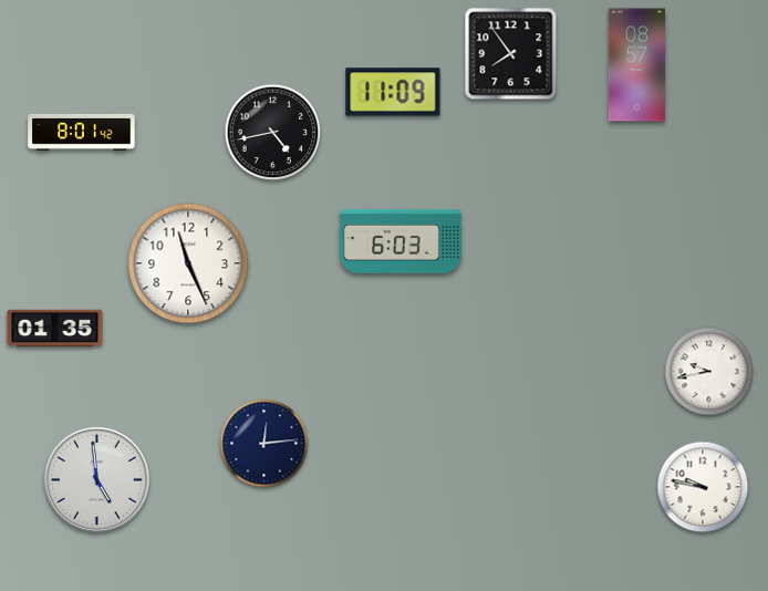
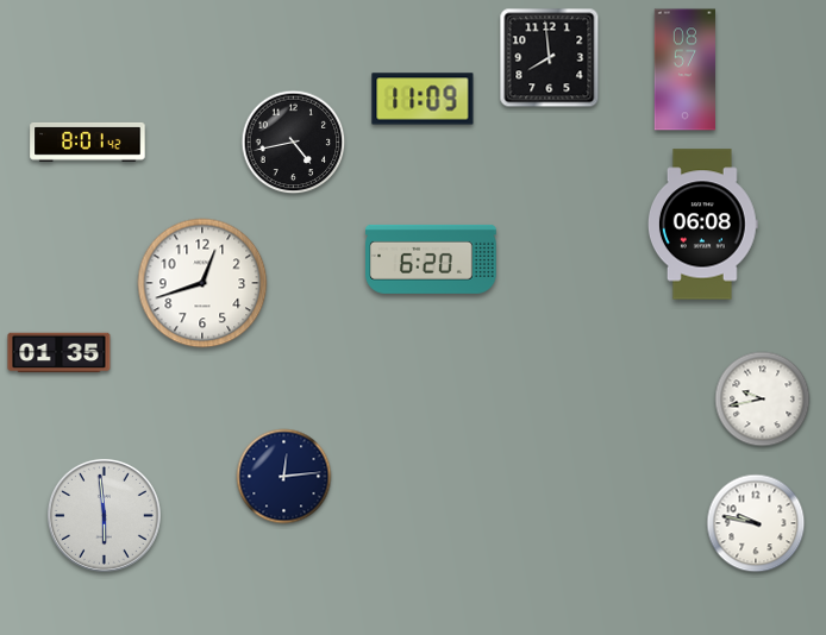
clock at (511, 54): 7:54 -> 7:59
clock at (702, 225): none -> 06:08
clock at (402, 241): 6:03 -> 6:20
clock at (188, 263): 11:26 -> 12:42
clock at (96, 479): 4:59 -> 5:59
